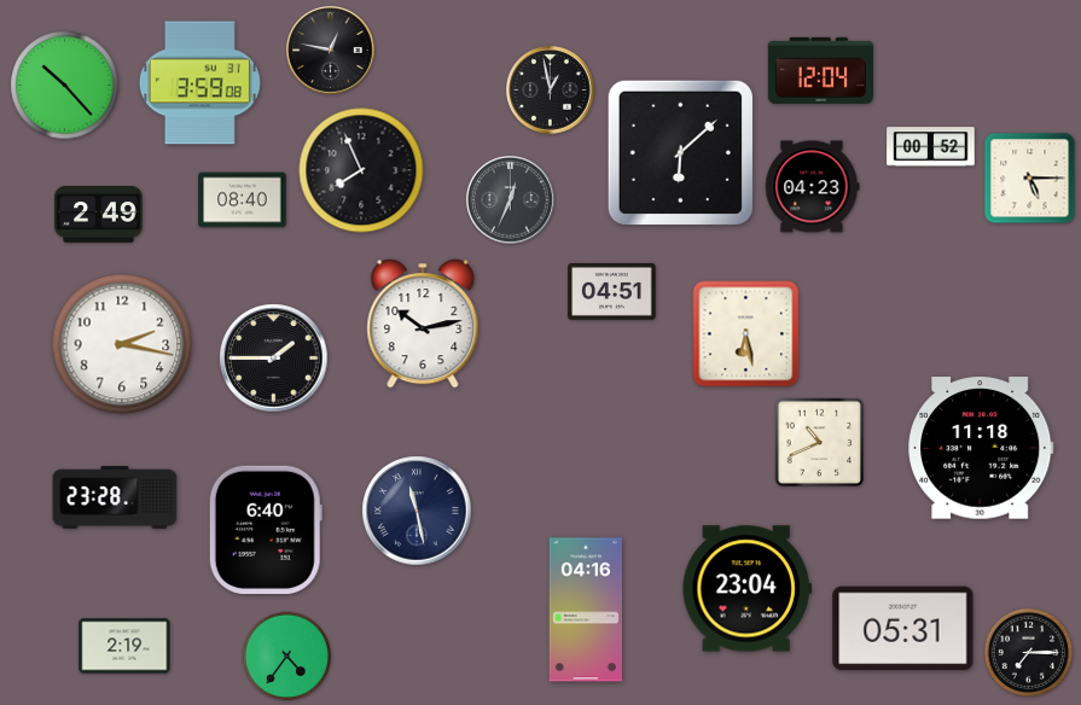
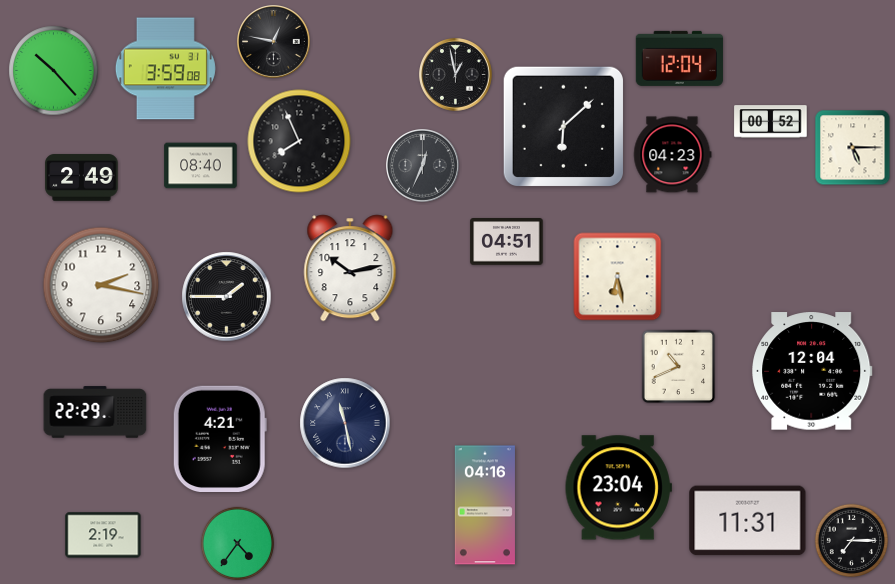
clock at (981, 448): 11:18 -> 12:04
clock at (115, 497): 23:28 -> 22:29
clock at (266, 529): 6:40 -> 4:21
clock at (903, 629): 05:31 -> 11:31
